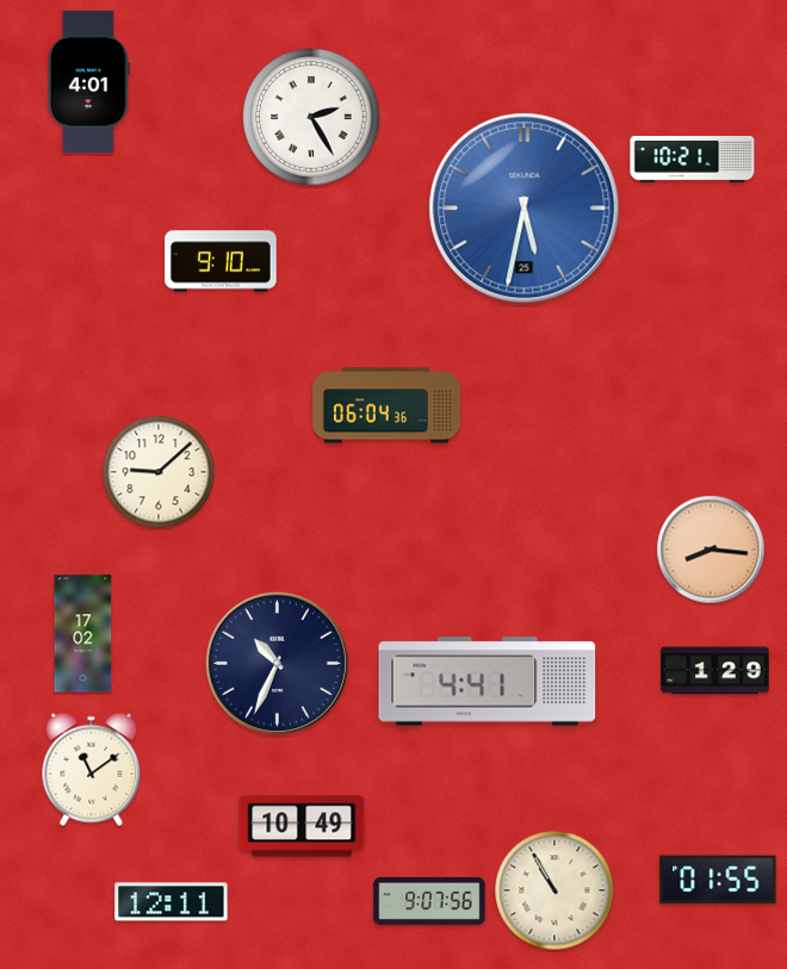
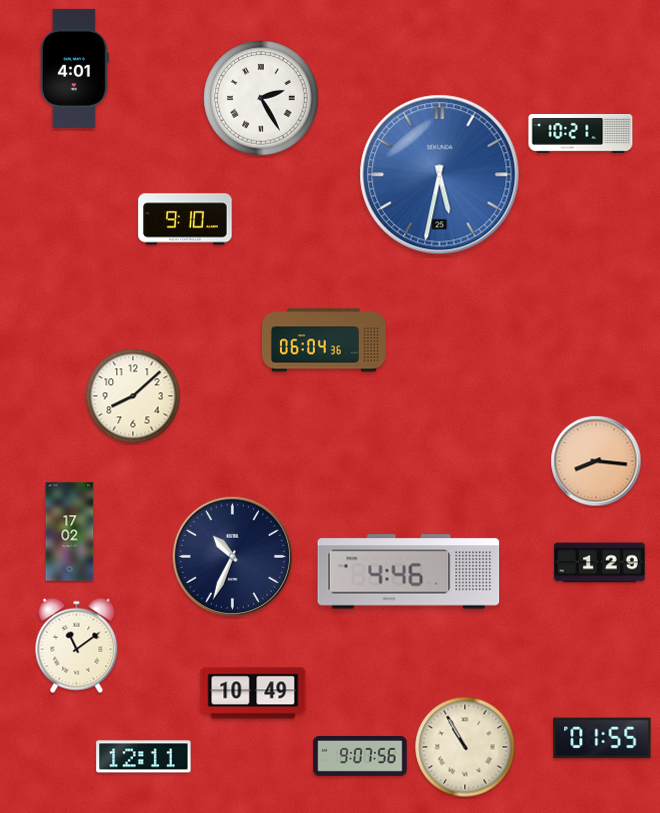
clock at (159, 472): 9:08 -> 8:08
clock at (488, 682): 4:41 -> 4:46
